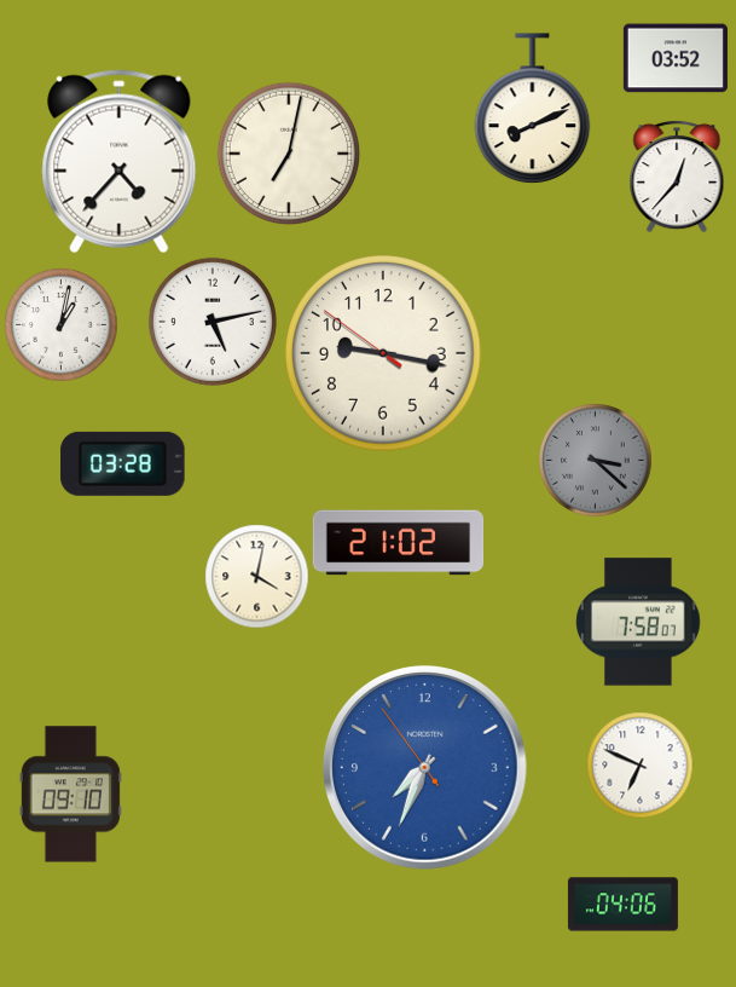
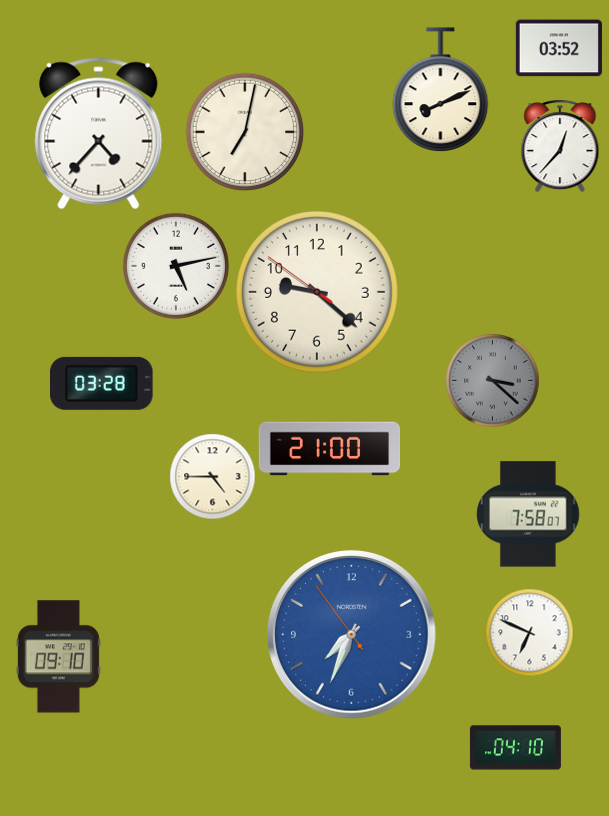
clock at (289, 154) position: (289, 154) -> (245, 132)
clock at (60, 324): 1:02 -> none
clock at (384, 354): 9:16 -> 9:21
clock at (399, 543): 21:02 -> 21:00
clock at (256, 576): 4:02 -> 4:45
clock at (622, 905): 04:06 -> 04:10
